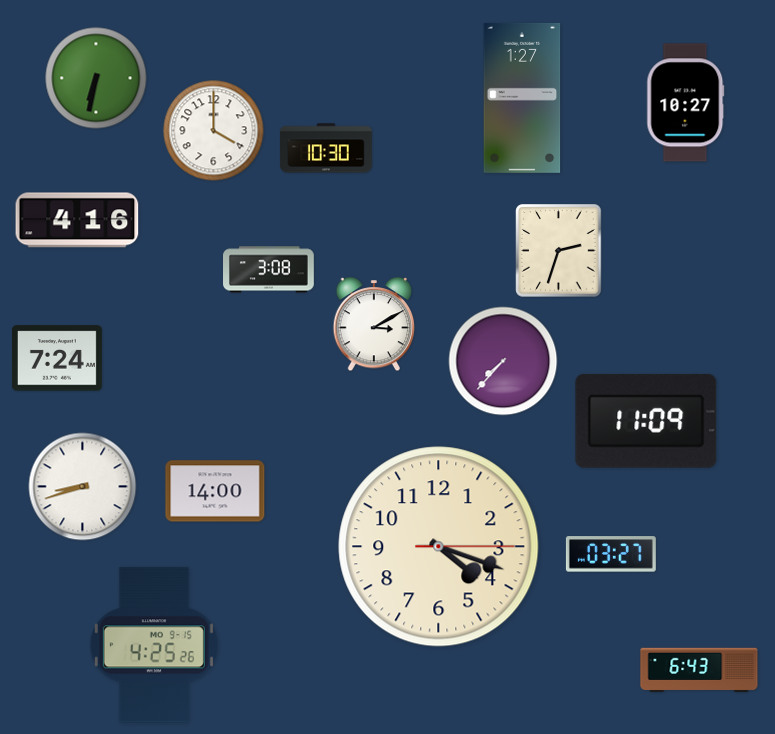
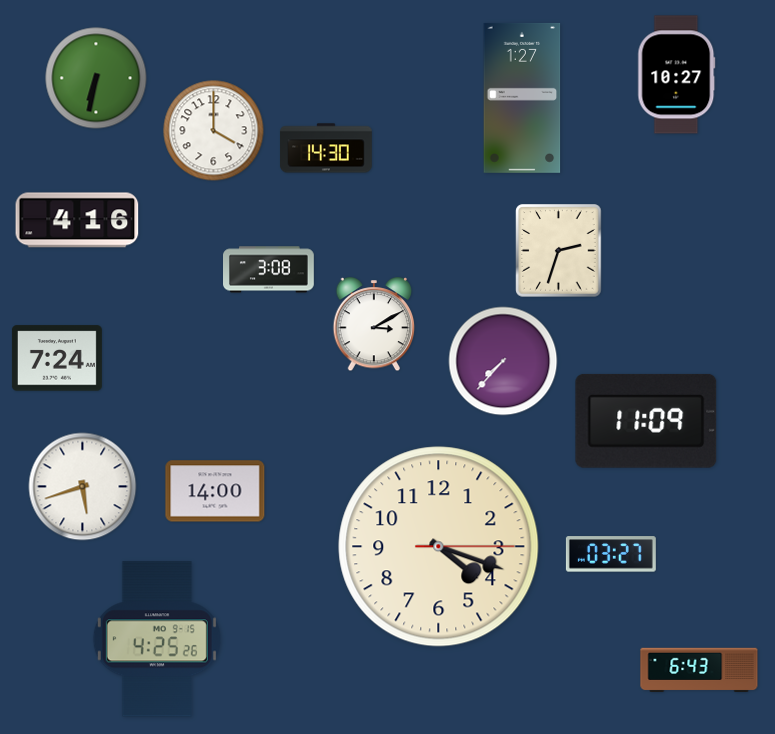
clock at (686, 103) position: (686, 103) -> (677, 75)
clock at (326, 148): 10:30 -> 14:30
clock at (83, 487): 8:42 -> 5:42
clock at (154, 645) position: (154, 645) -> (157, 639)
